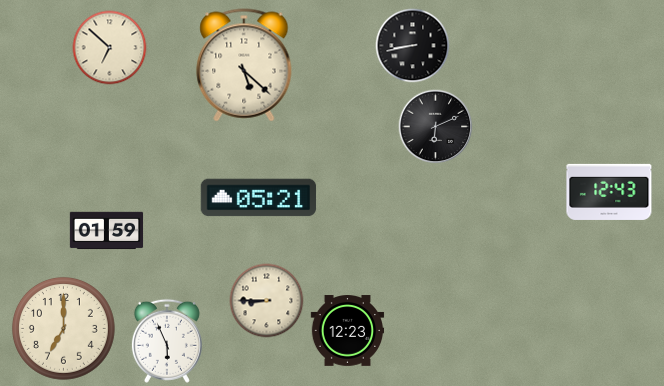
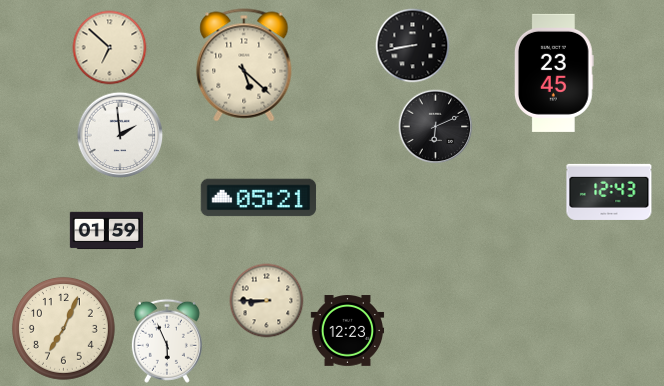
clock at (554, 73): none -> 23:45
clock at (120, 135): none -> 1:59
clock at (63, 328): 7:00 -> 7:04
